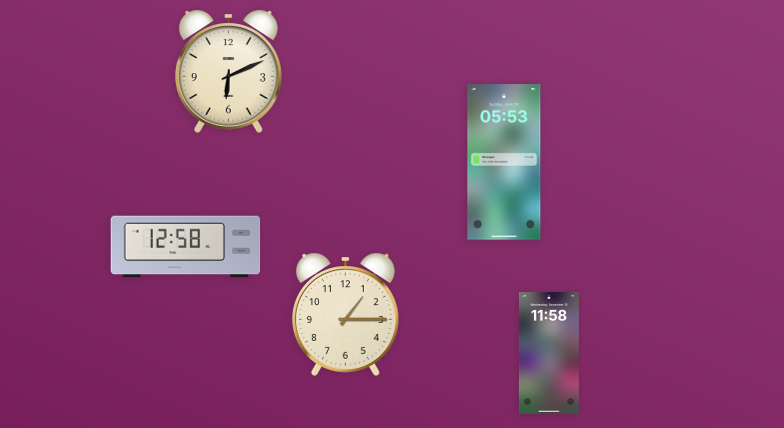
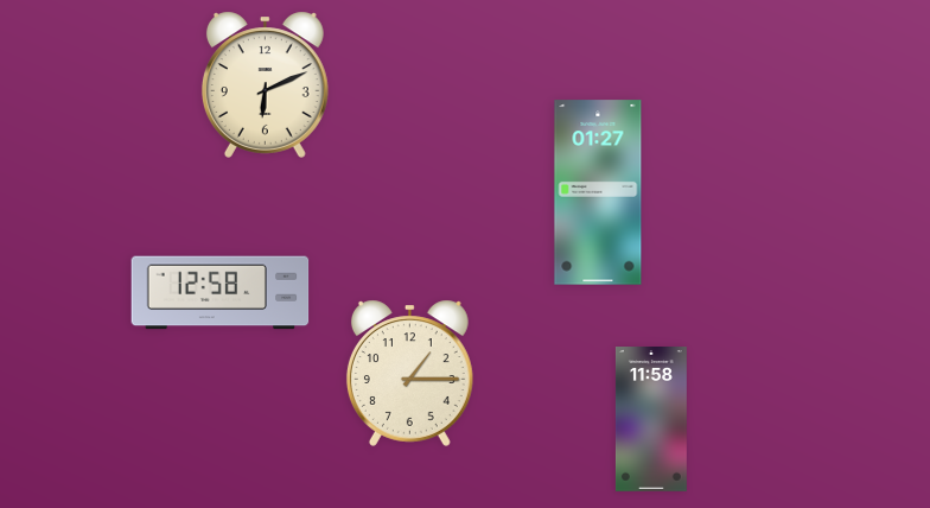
clock at (228, 71) position: (228, 71) -> (265, 84)
clock at (504, 162): 05:53 -> 01:27
